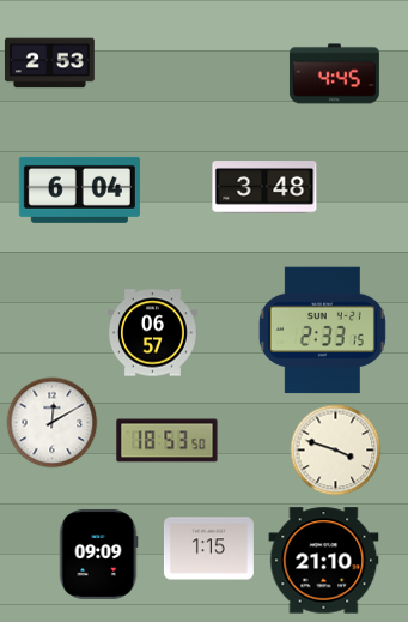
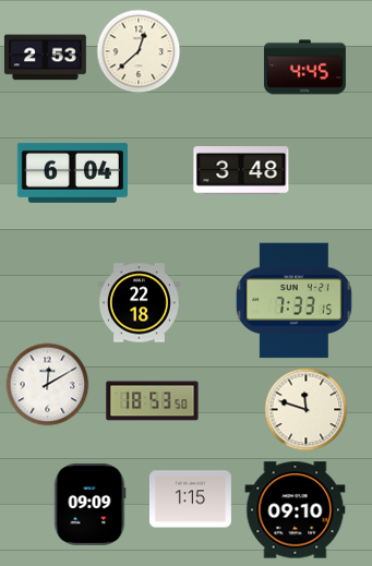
clock at (139, 51): none -> 12:38
clock at (322, 331): 2:33 -> 7:33
clock at (152, 333): 06:57 -> 22:18
clock at (336, 451): 3:48 -> 11:48
clock at (324, 561): 21:10 -> 09:10
